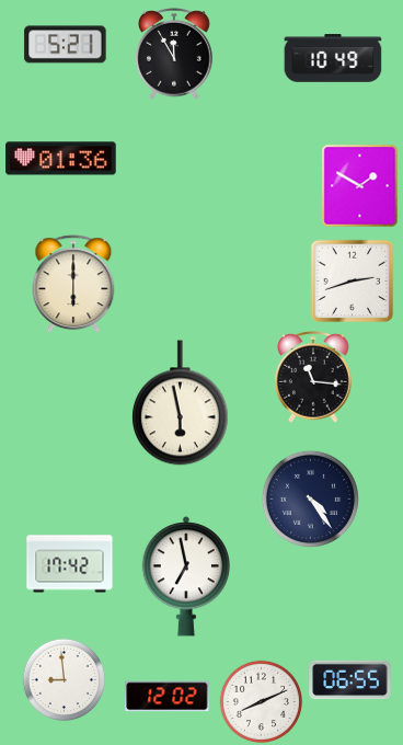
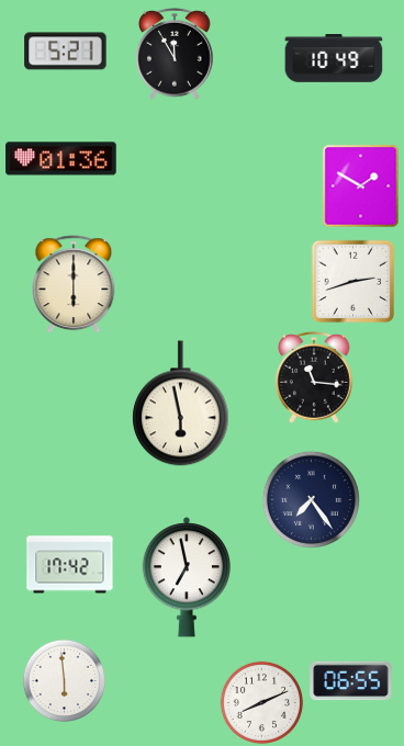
clock at (66, 45) position: (66, 45) -> (66, 52)
clock at (310, 498): 4:24 -> 7:24
clock at (65, 680): 8:59 -> 5:59
clock at (168, 697): 12:02 -> none
